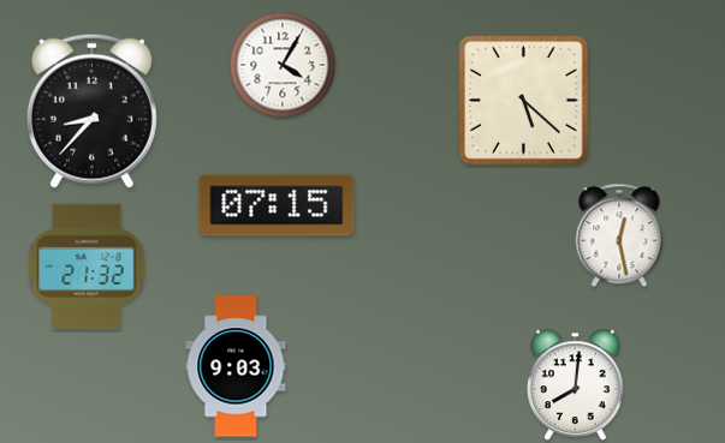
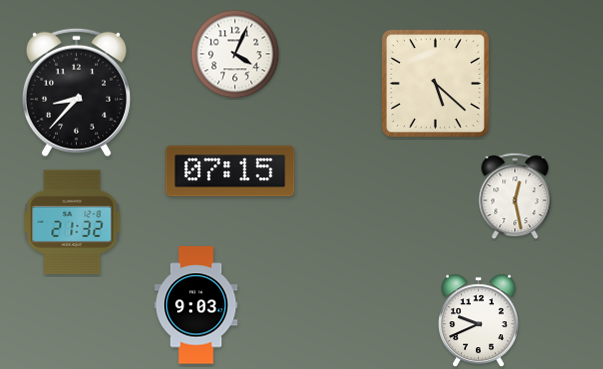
clock at (283, 65): 4:05 -> 4:04
clock at (576, 385): 8:01 -> 9:41
